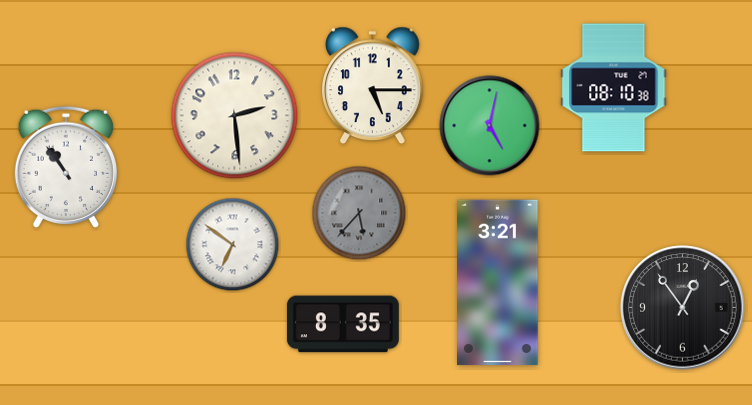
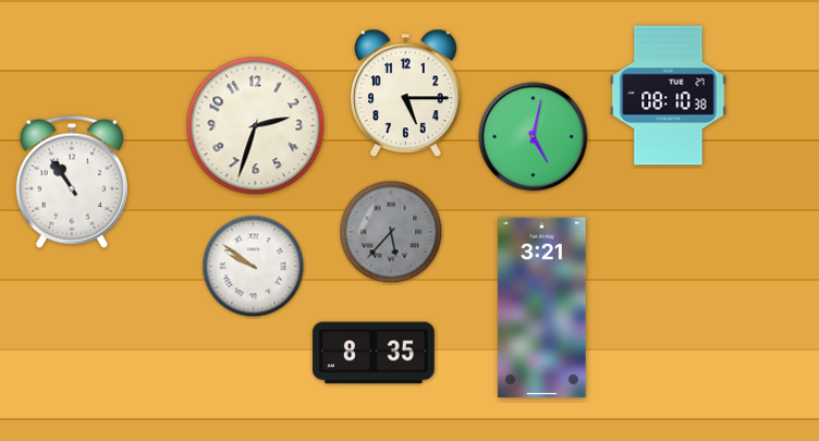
clock at (235, 116): 2:29 -> 2:33
clock at (233, 245): 6:51 -> 9:51
clock at (683, 308): 12:54 -> none
